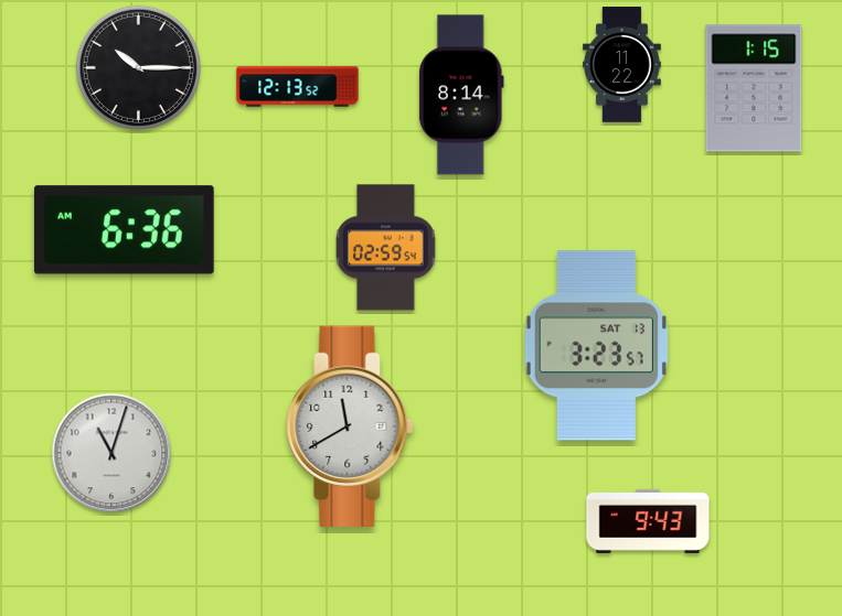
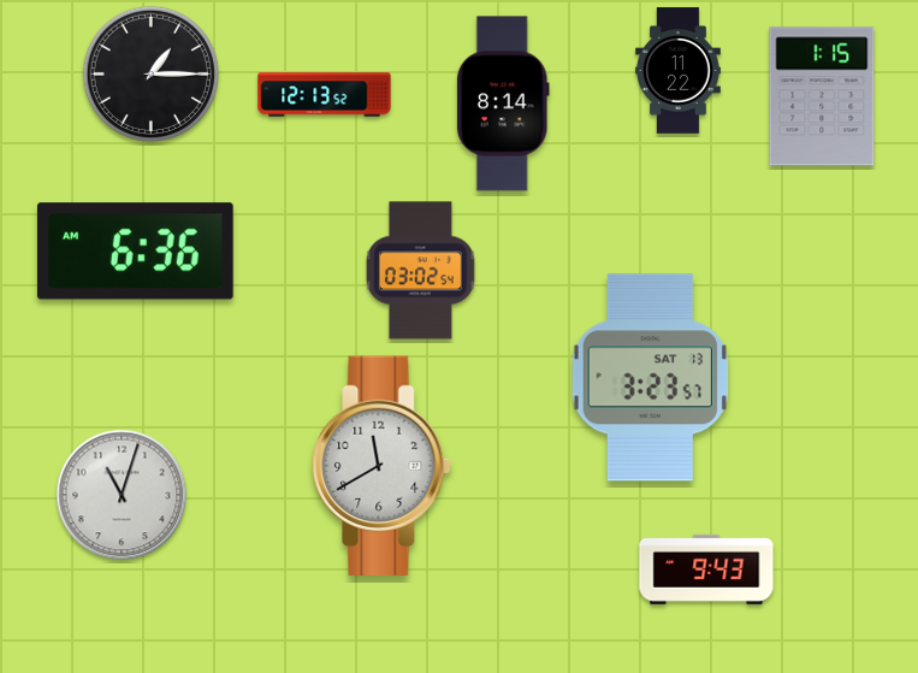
clock at (138, 67): 10:15 -> 1:15
clock at (385, 248): 02:59 -> 03:02
